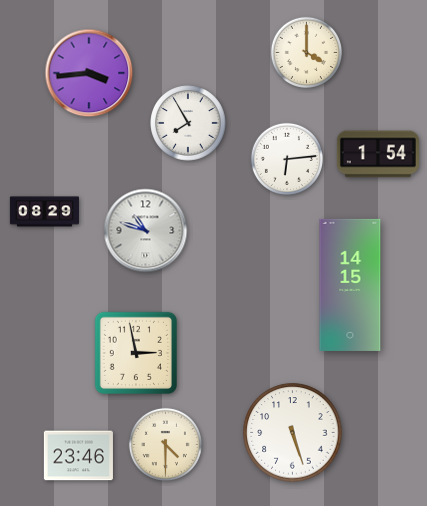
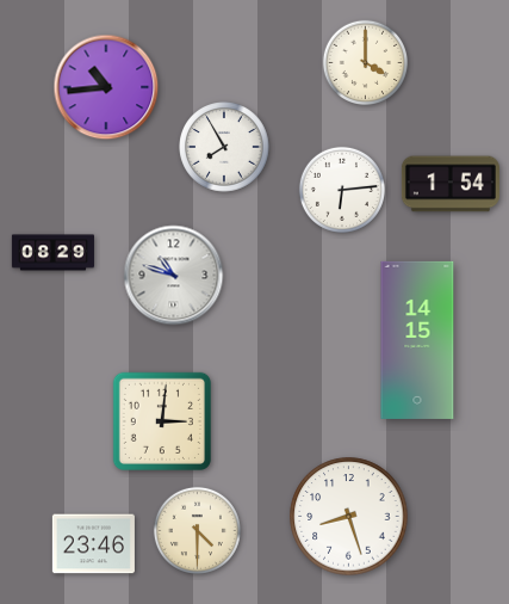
clock at (89, 73): 3:44 -> 10:44
clock at (136, 353): 2:58 -> 3:01
clock at (293, 433): 5:27 -> 8:27
